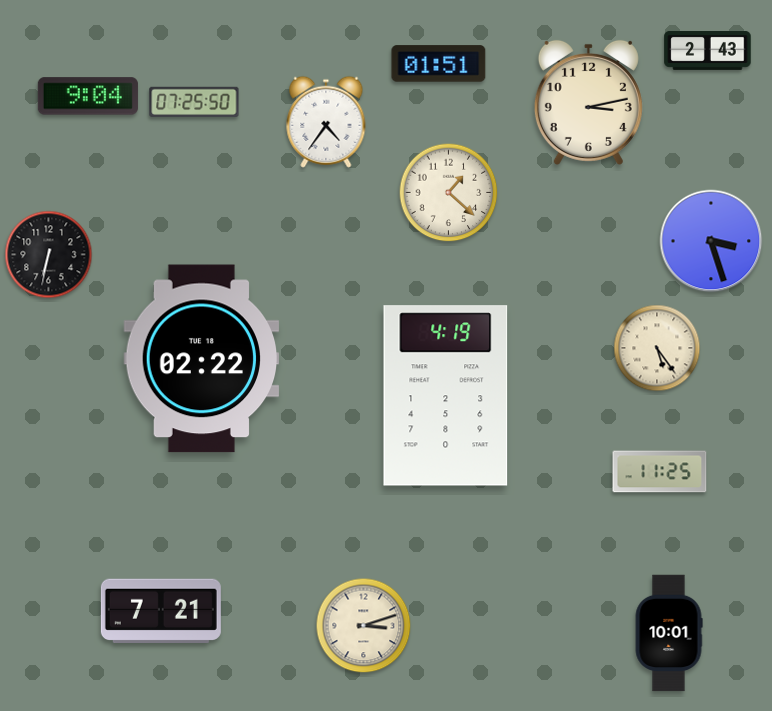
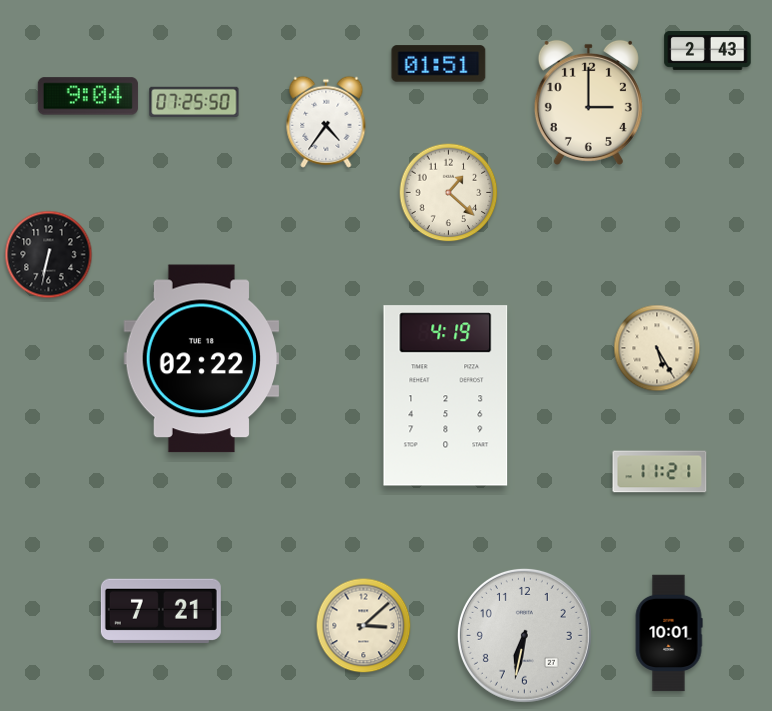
clock at (588, 102): 3:13 -> 3:00
clock at (711, 241): 3:27 -> none
clock at (657, 348): 5:24 -> 5:25
clock at (660, 472): 11:25 -> 11:21
clock at (364, 626): 3:12 -> 3:08
clock at (524, 635): none -> 6:32
